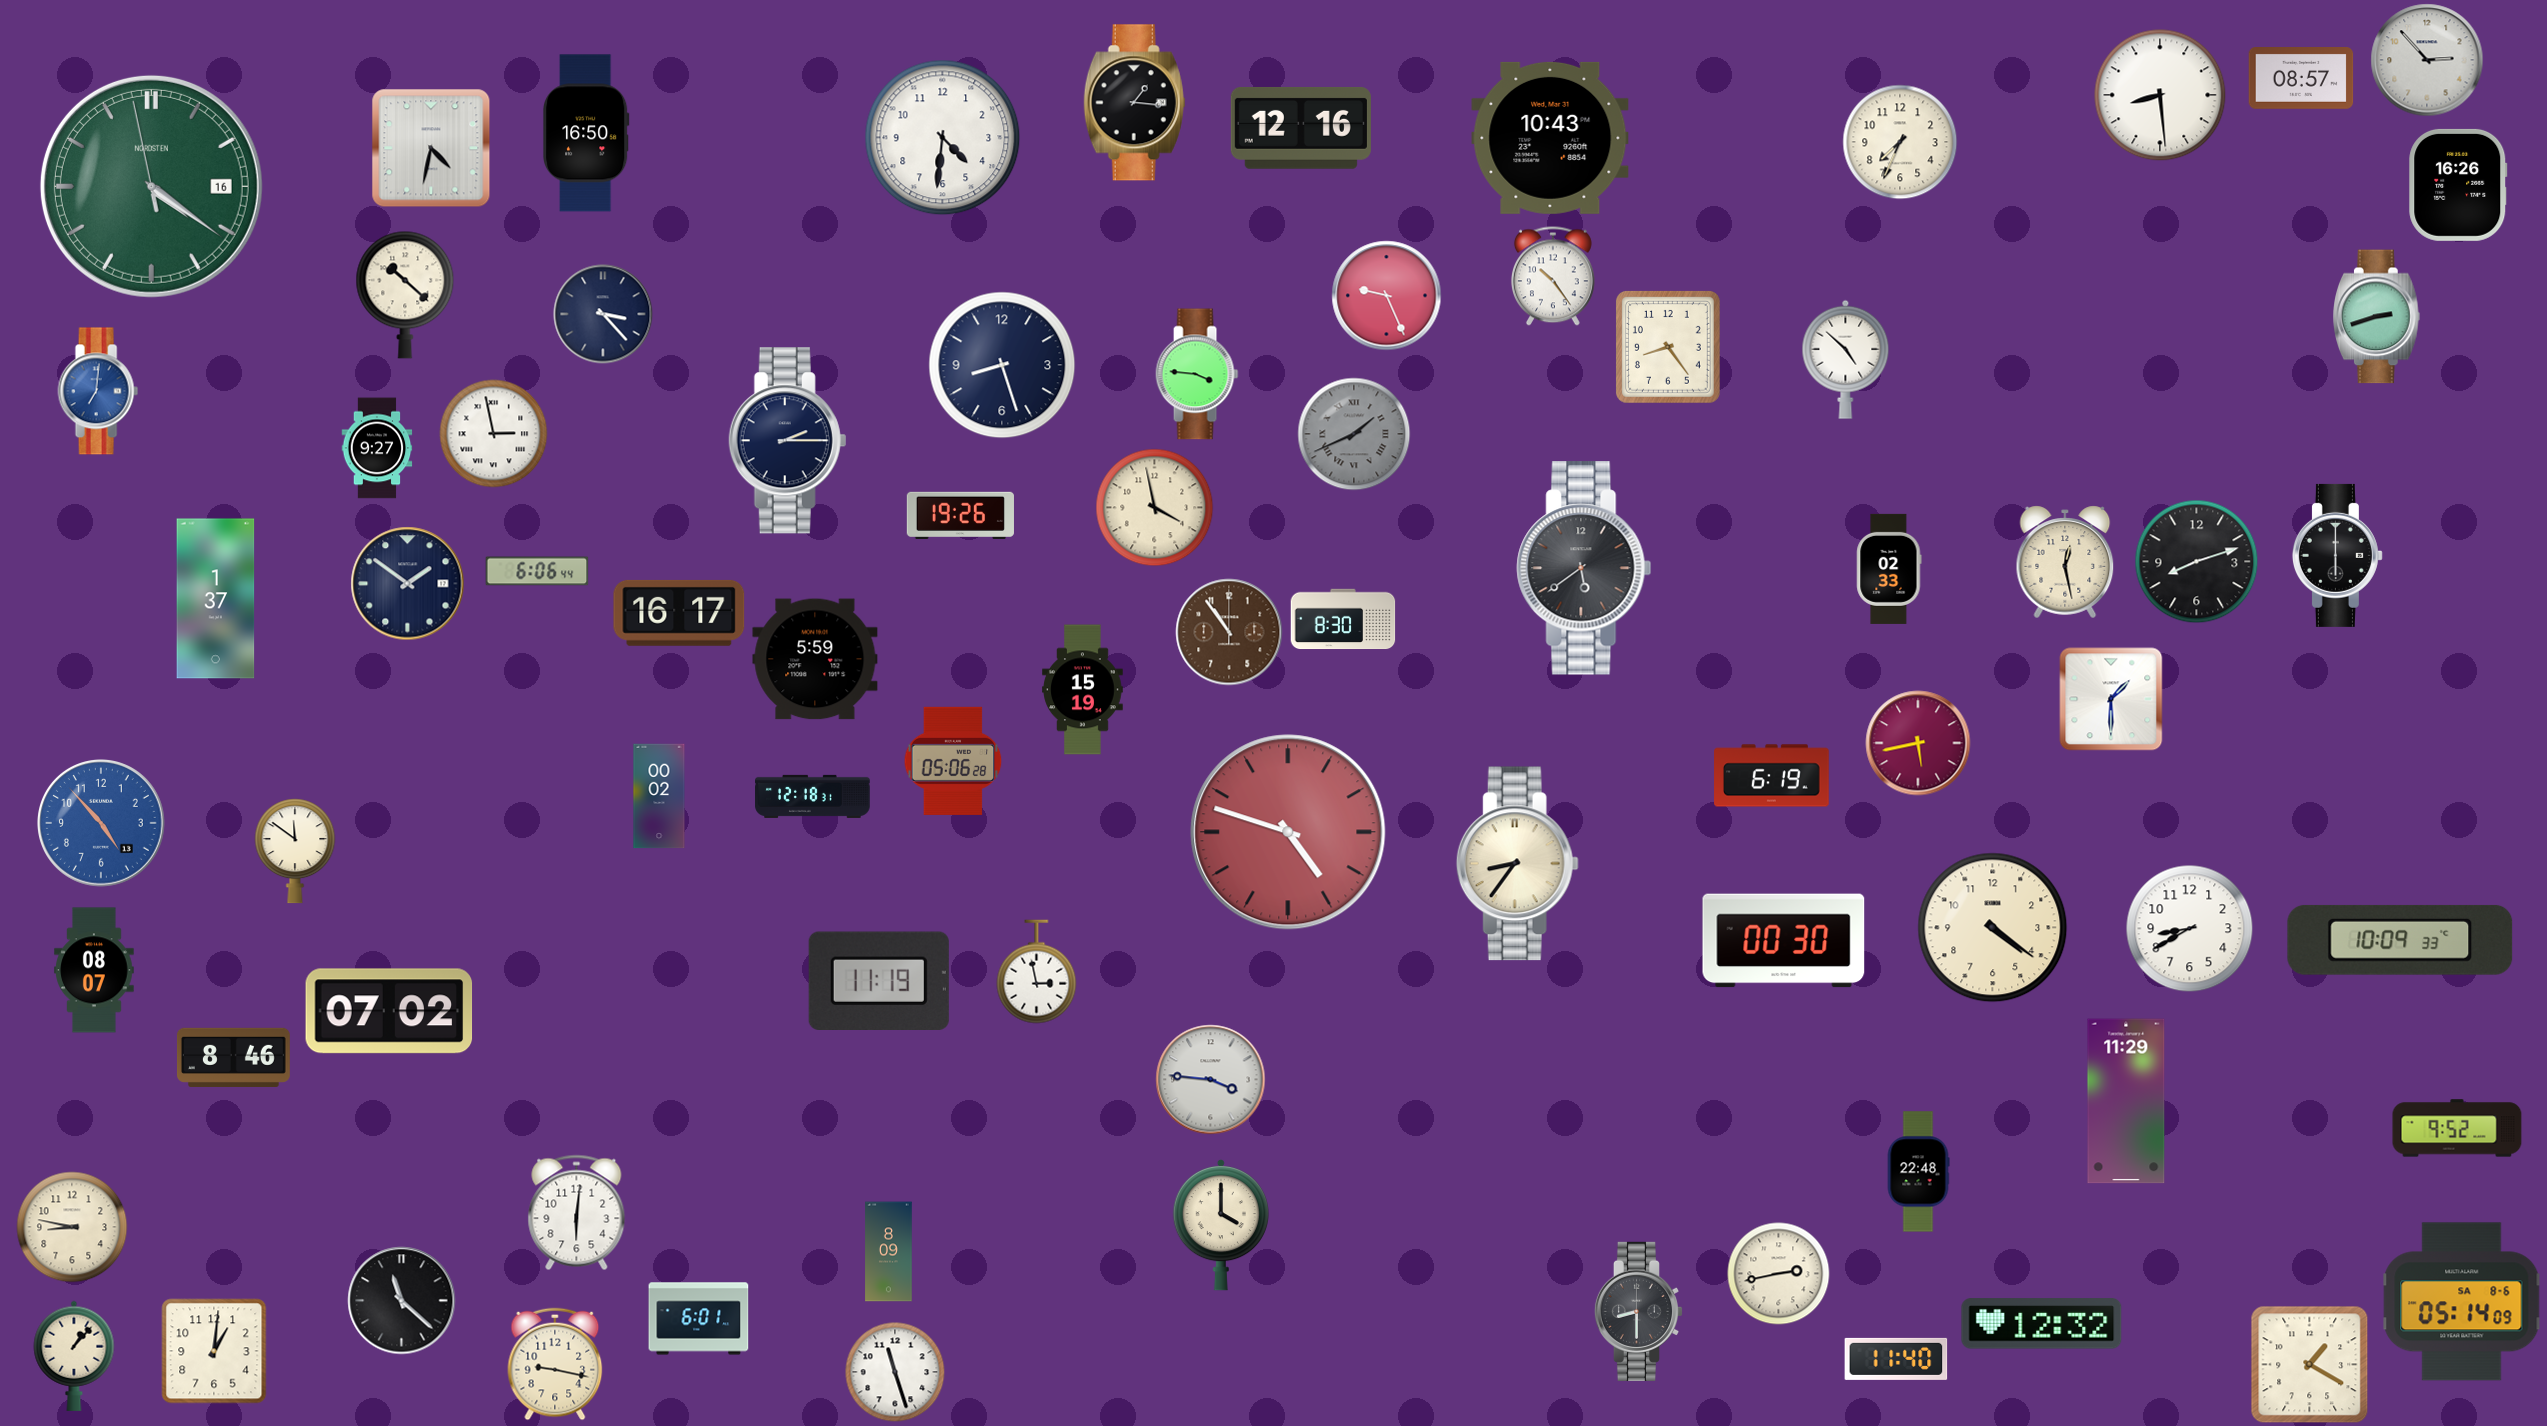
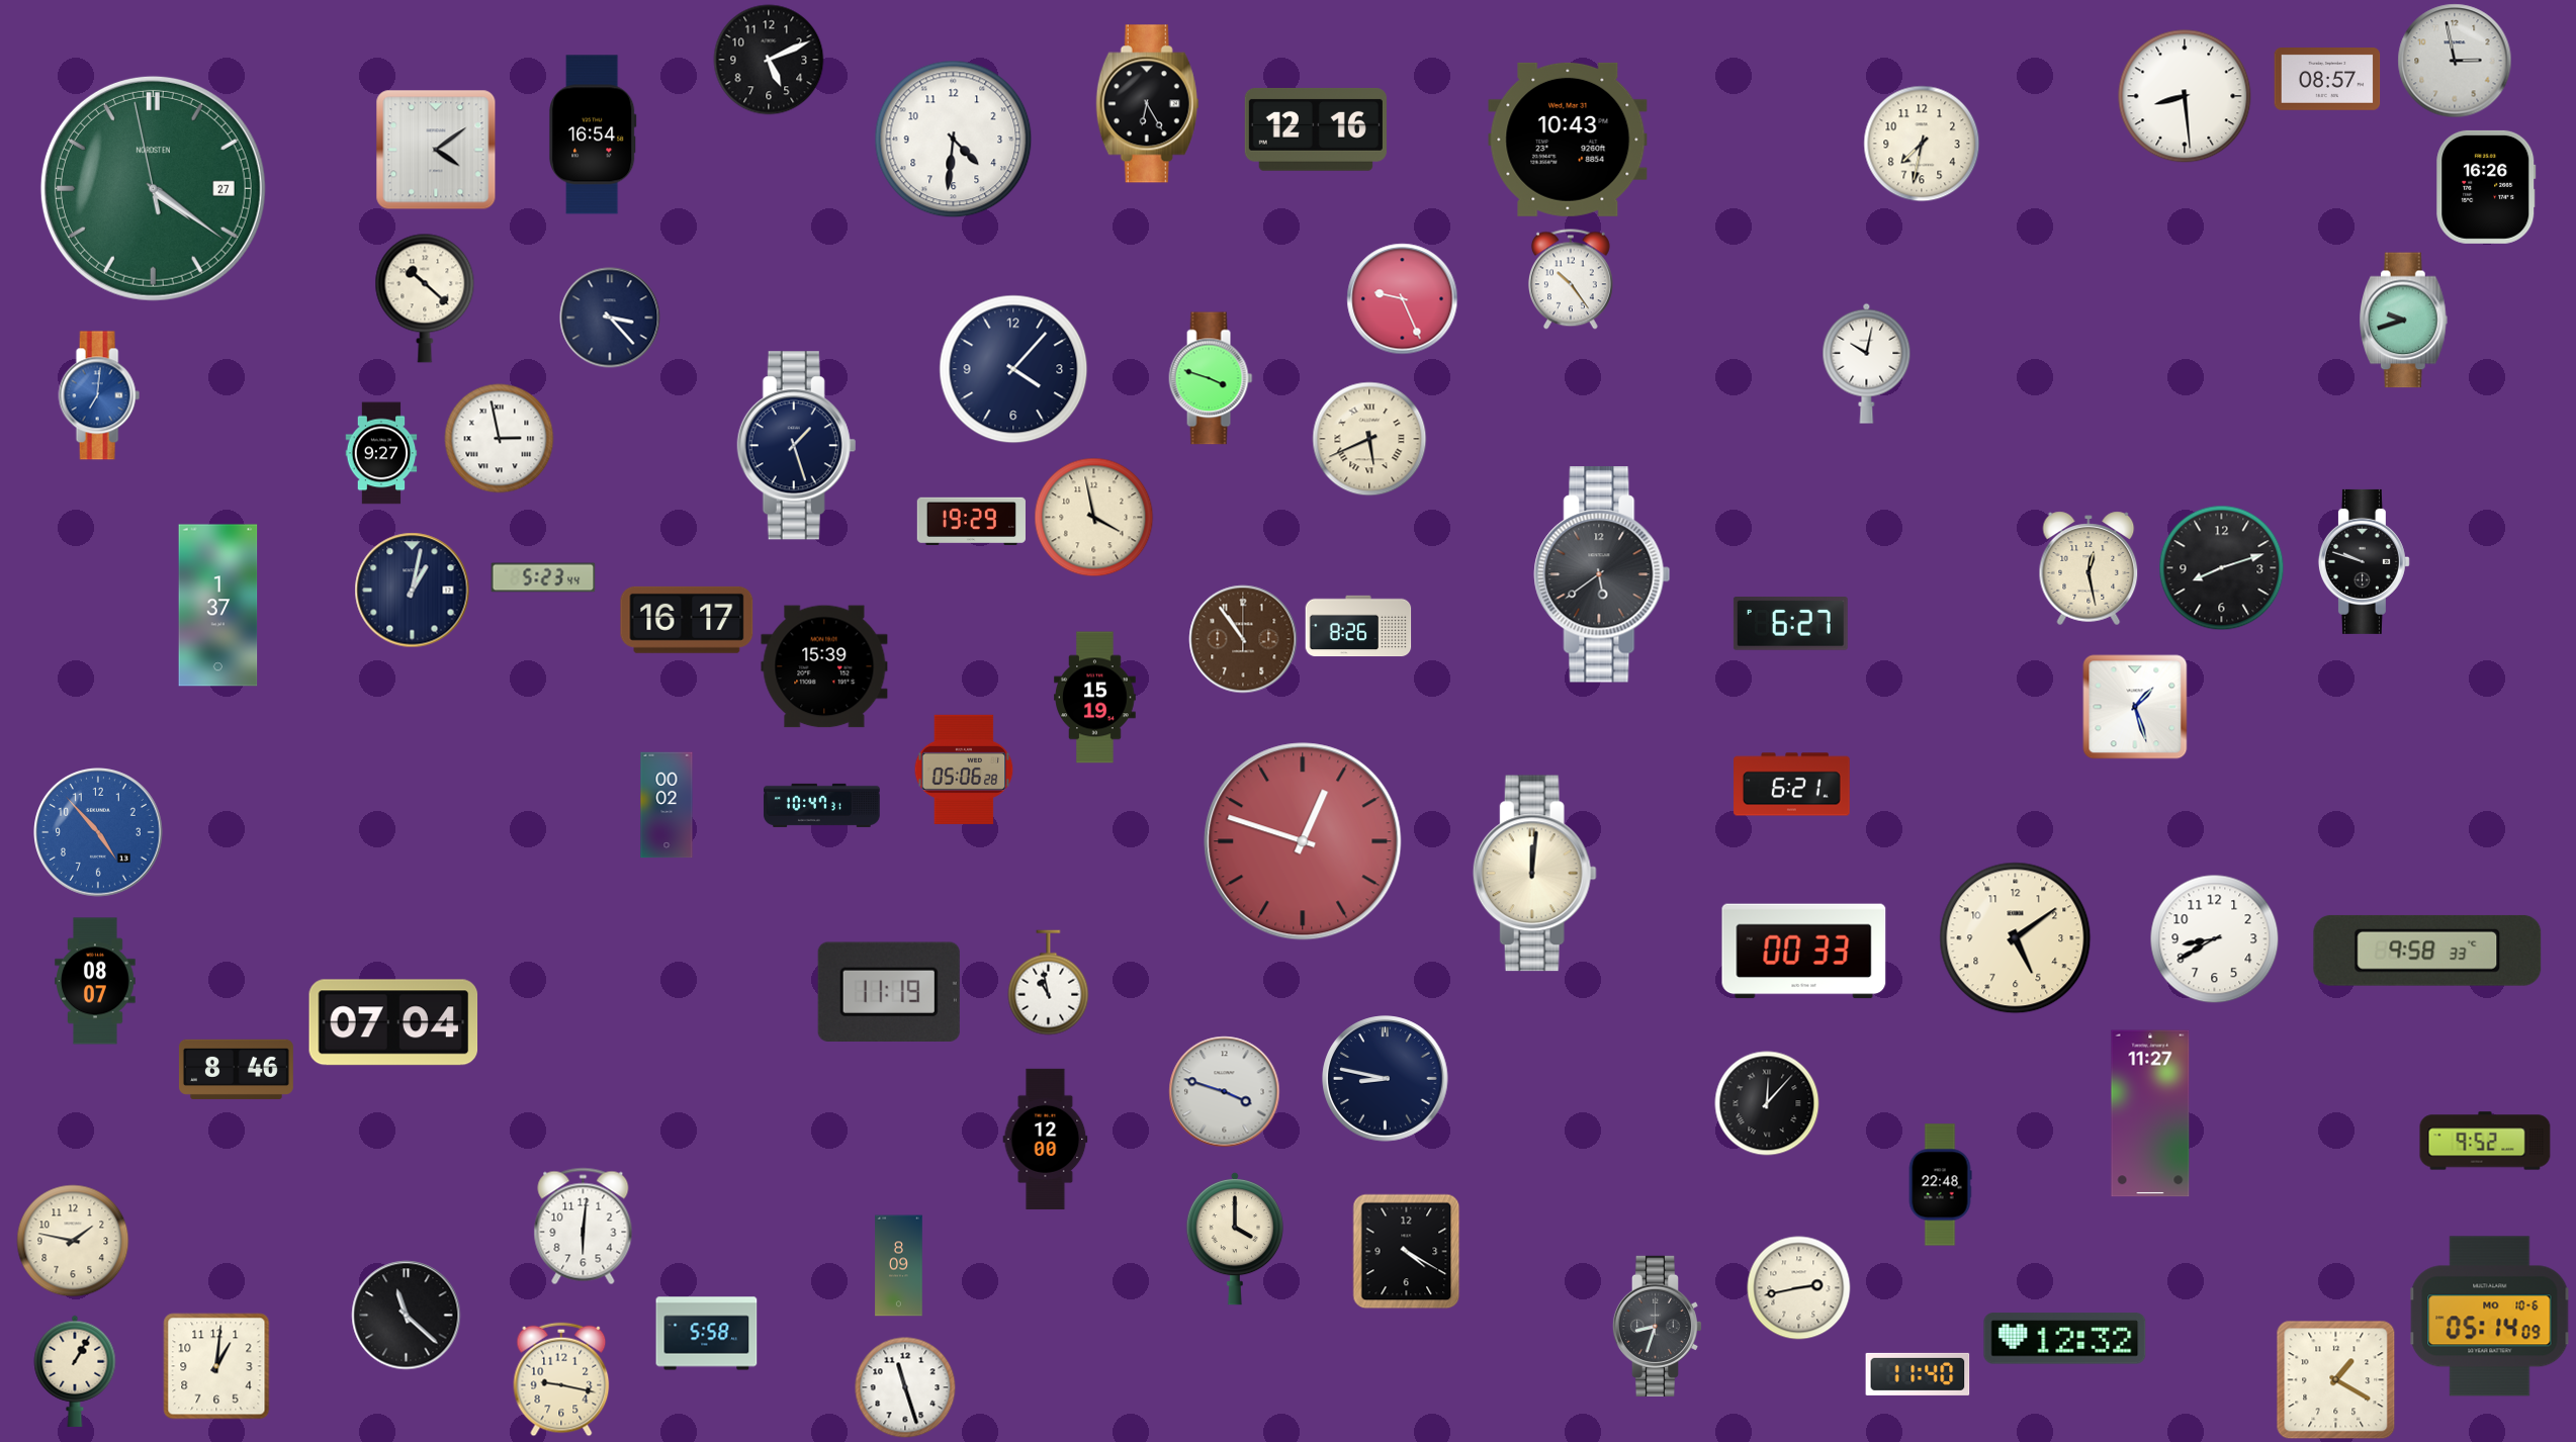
clock at (769, 60): none -> 5:11
clock at (2427, 60): 2:53 -> 2:58
clock at (1135, 103): 1:16 -> 6:25
clock at (587, 133): 16:50 -> 16:54
clock at (1900, 142): 7:34 -> 7:32
clock at (431, 148): 4:32 -> 4:09
clock at (151, 186) date: 16 -> 27
clock at (405, 295) position: (405, 295) -> (425, 298)
clock at (2377, 317): 2:42 -> 9:42
clock at (1668, 347): 8:24 -> none
clock at (1846, 359): 4:52 -> 10:02
clock at (1002, 365): 8:27 -> 4:07
clock at (1197, 374): 3:46 -> 3:48
clock at (1354, 434): 1:41 -> 5:41
clock at (1354, 434) dial: grey -> cream
clock at (788, 441): 2:15 -> 1:27
clock at (1155, 508) position: (1155, 508) -> (1094, 518)
clock at (960, 515): 19:26 -> 19:29
clock at (2337, 555): 6:00 -> 9:48
clock at (1889, 569): 02:33 -> none
clock at (537, 571): 6:06 -> 5:23
clock at (408, 584): 1:51 -> 1:02
clock at (1790, 624): none -> 6:27
clock at (1343, 619): 8:30 -> 8:26
clock at (815, 659): 5:59 -> 15:39
clock at (2111, 699): 1:30 -> 1:27
clock at (1918, 743): 5:43 -> none
clock at (1772, 776): 6:19 -> 6:21
clock at (813, 796): 12:18 -> 10:47
clock at (102, 824) position: (102, 824) -> (99, 833)
clock at (1288, 832): 4:48 -> 12:48
clock at (295, 851): 11:51 -> none
clock at (1517, 864): 8:36 -> 12:01
clock at (1993, 928): 4:21 -> 5:09
clock at (2400, 940): 10:09 -> 9:58
clock at (1784, 941): 00:30 -> 00:33
clock at (1037, 972): 2:58 -> 10:58
clock at (389, 1011): 07:02 -> 07:04
clock at (1386, 1079): none -> 8:47
clock at (1211, 1080): 3:46 -> 3:48
clock at (1767, 1103): none -> 12:07
clock at (2126, 1101): 11:29 -> 11:27
clock at (1046, 1139): none -> 12:00
clock at (72, 1227): 8:47 -> 1:47
clock at (1407, 1252): none -> 4:20
clock at (2462, 1302) date: SA 8-6 -> MO 10-6
clock at (1639, 1311): 8:30 -> 8:33
clock at (699, 1319): 6:01 -> 5:58
clock at (74, 1356): 1:07 -> 1:05
